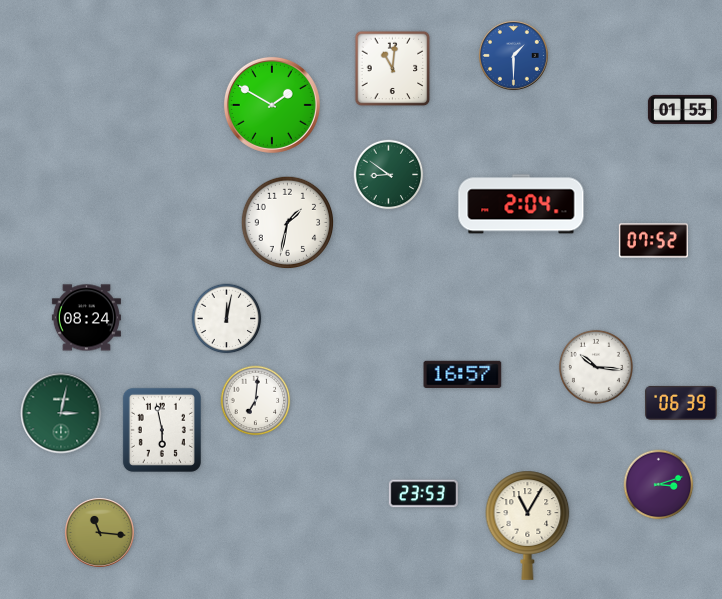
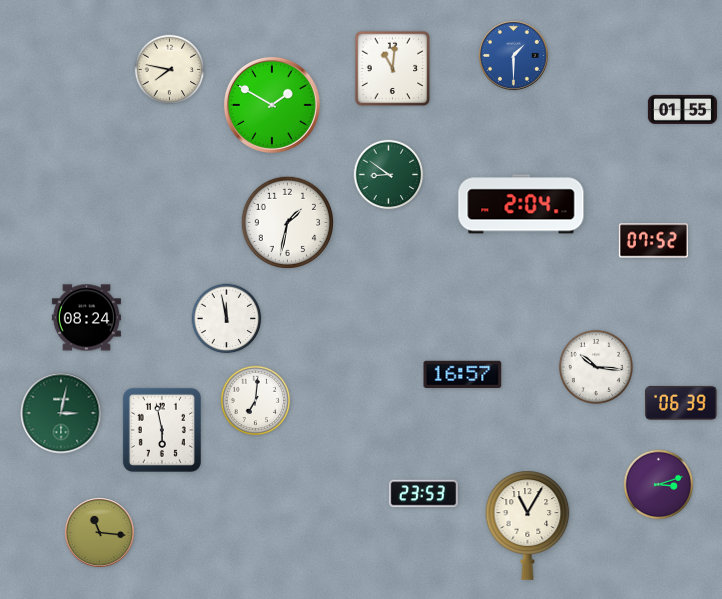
clock at (170, 70): none -> 7:47
clock at (227, 319): 12:02 -> 11:58
